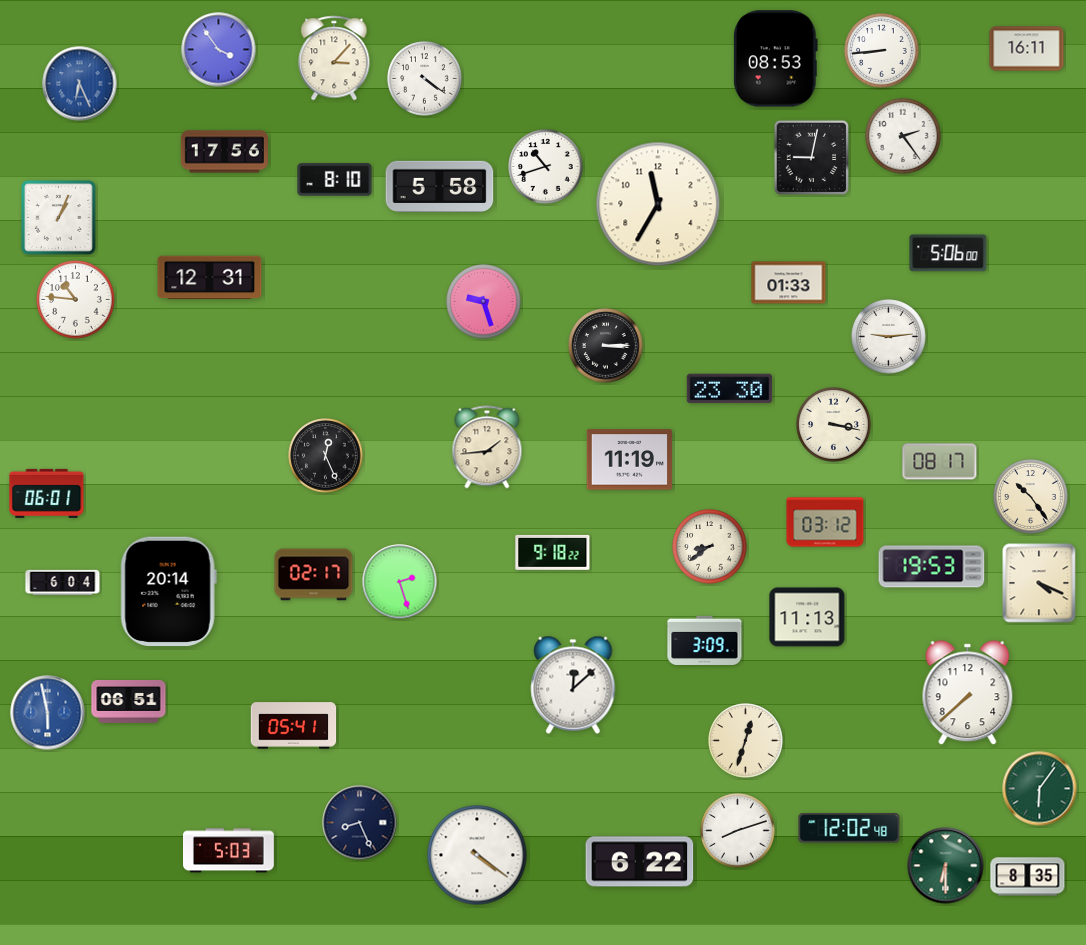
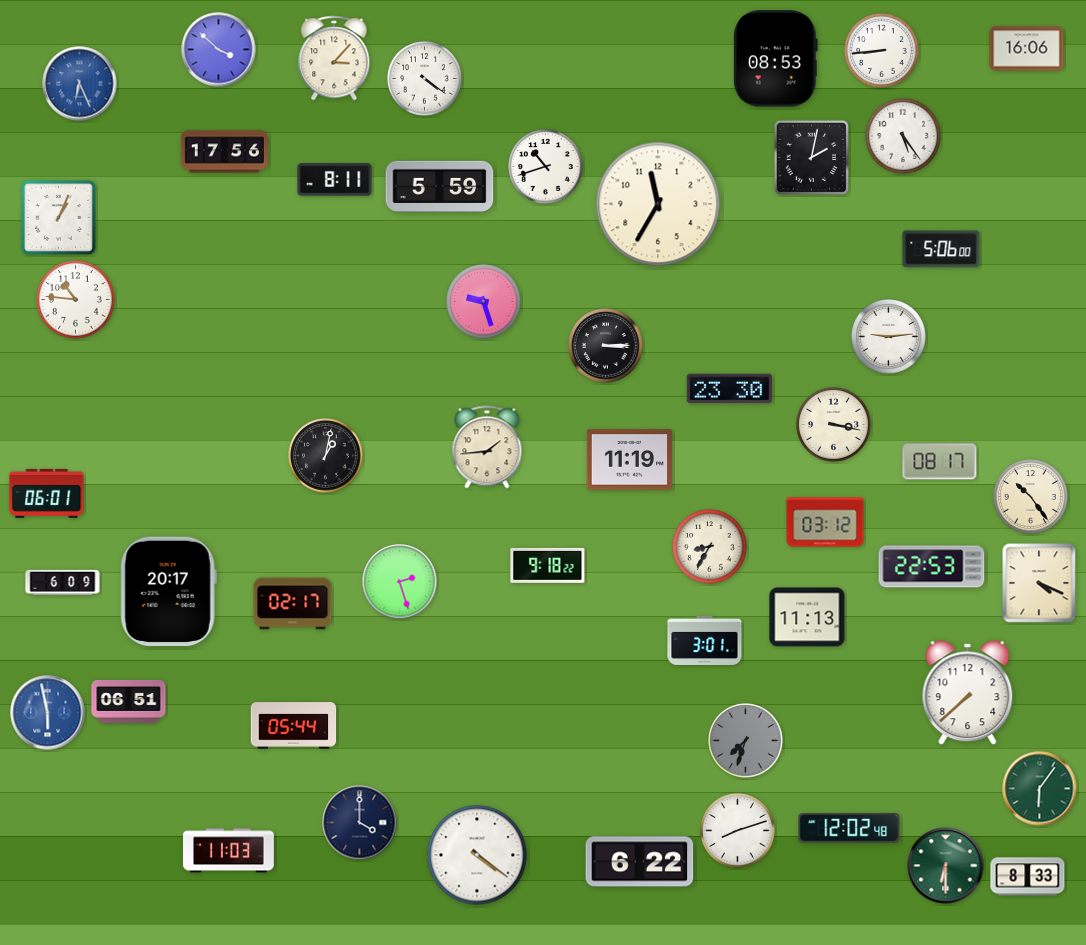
clock at (1027, 49): 16:11 -> 16:06
clock at (219, 50): 3:54 -> 3:52
clock at (903, 136): 2:24 -> 5:24
clock at (812, 158): 9:02 -> 2:02
clock at (335, 180): 8:10 -> 8:11
clock at (440, 186): 5:58 -> 5:59
clock at (948, 253) position: (948, 253) -> (941, 249)
clock at (210, 278): 12:31 -> none
clock at (789, 283): 01:33 -> none
clock at (326, 456): 12:26 -> 1:02
clock at (710, 547): 8:39 -> 8:35
clock at (553, 552) position: (553, 552) -> (548, 565)
clock at (932, 567): 19:53 -> 22:53
clock at (314, 575) position: (314, 575) -> (293, 604)
clock at (63, 583): 6:04 -> 6:09
clock at (168, 592): 20:14 -> 20:17
clock at (705, 640): 3:09 -> 3:01
clock at (573, 685): 12:08 -> none
clock at (294, 726): 05:41 -> 05:44
clock at (746, 741): 12:33 -> 7:33
clock at (746, 741) dial: cream -> grey
clock at (360, 823): 8:26 -> 4:00
clock at (229, 851): 5:03 -> 11:03
clock at (1028, 877): 8:35 -> 8:33
